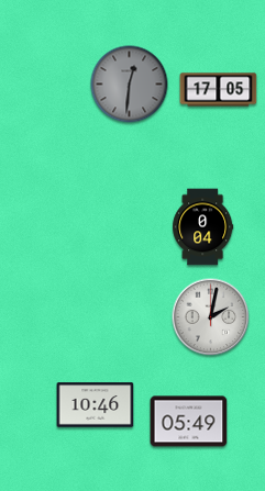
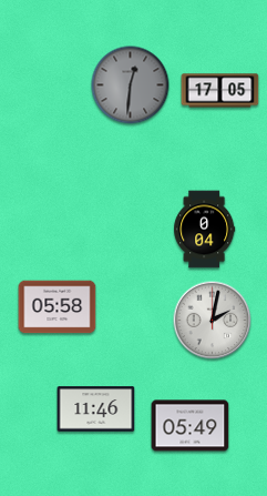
clock at (58, 307): none -> 05:58
clock at (96, 405): 10:46 -> 11:46
